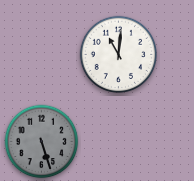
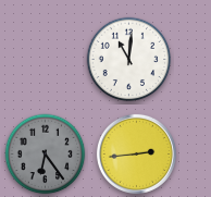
clock at (136, 153): none -> 2:44
clock at (42, 142): 5:27 -> 6:24
